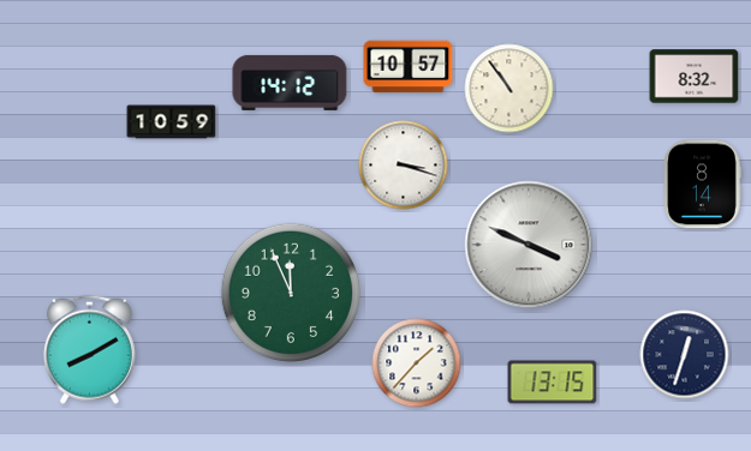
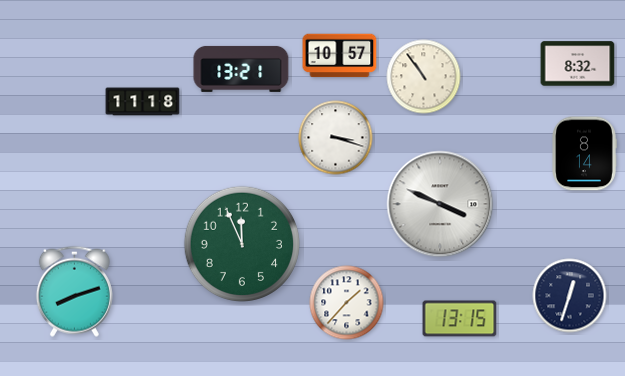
clock at (290, 83): 14:12 -> 13:21
clock at (509, 89) position: (509, 89) -> (424, 77)
clock at (172, 122): 10:59 -> 11:18
clock at (89, 349): 8:10 -> 8:12
